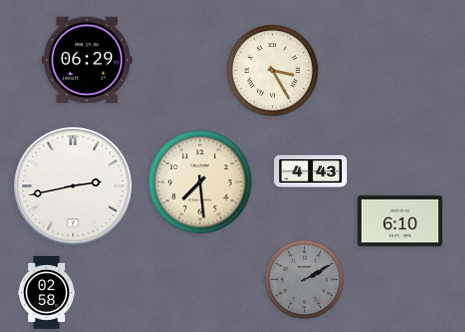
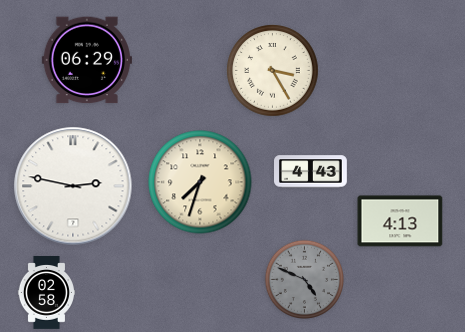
clock at (200, 182): 7:29 -> 7:33
clock at (73, 186): 2:43 -> 2:47
clock at (400, 221): 6:10 -> 4:13
clock at (305, 280): 2:10 -> 4:49
